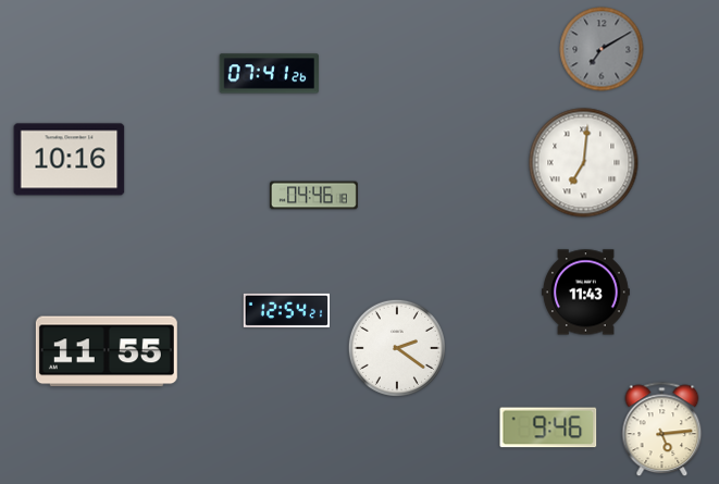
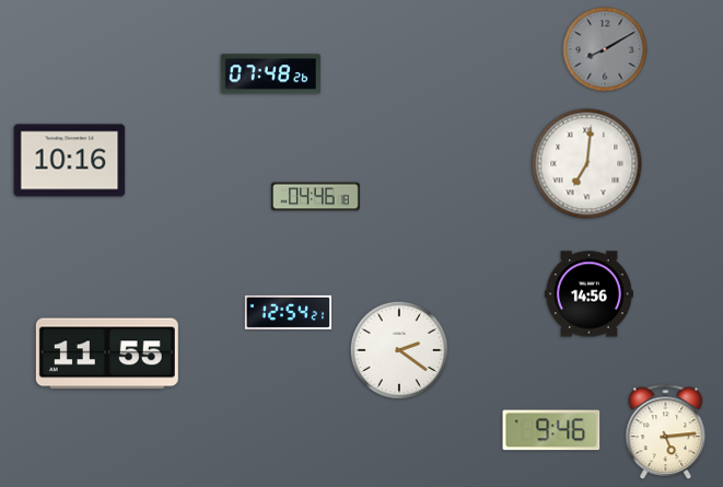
clock at (602, 49): 7:10 -> 8:10
clock at (269, 74): 07:41 -> 07:48
clock at (585, 293): 11:43 -> 14:56
